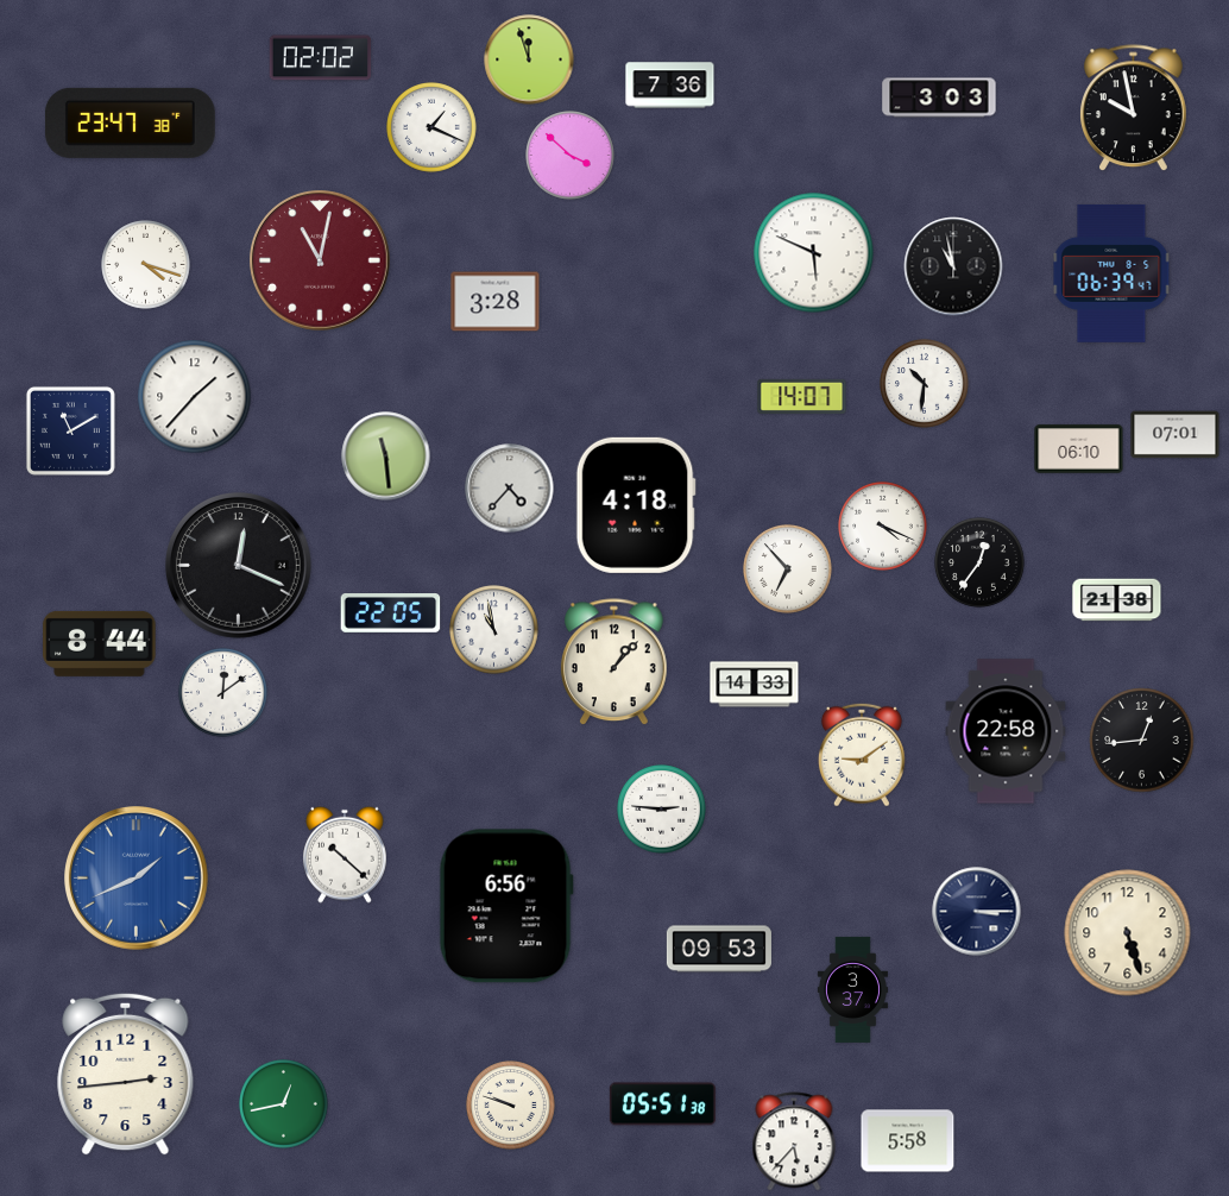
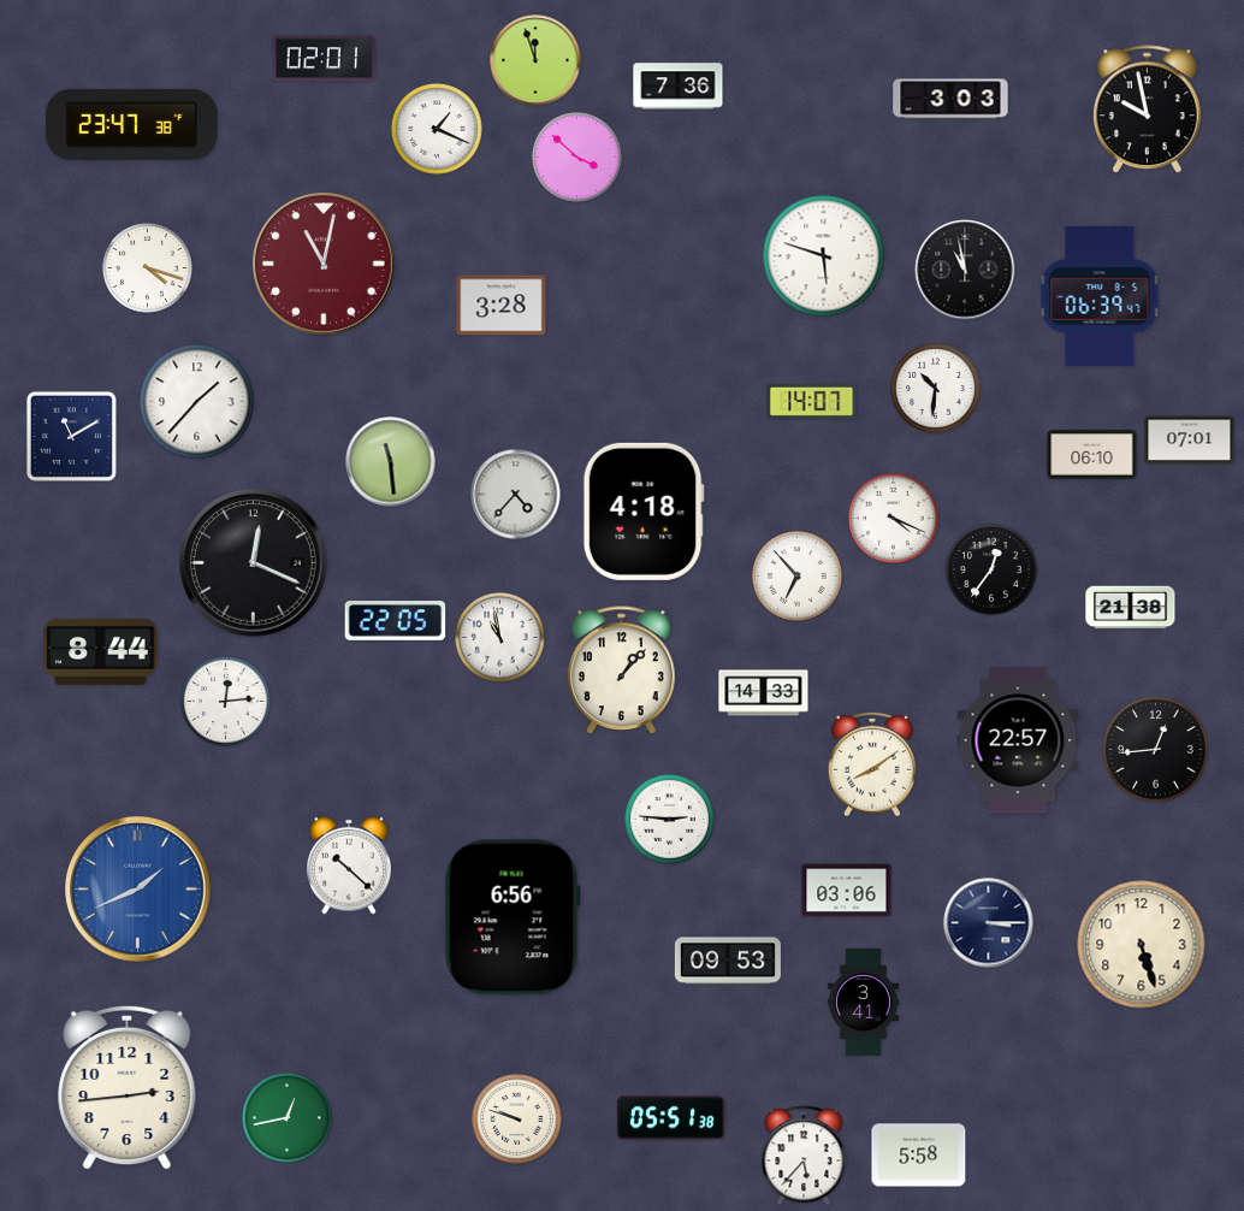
clock at (321, 58): 02:02 -> 02:01
clock at (814, 253): 5:49 -> 5:48
clock at (1111, 273) position: (1111, 273) -> (1100, 296)
clock at (883, 527) position: (883, 527) -> (894, 519)
clock at (239, 566) position: (239, 566) -> (254, 563)
clock at (223, 693): 12:09 -> 12:14
clock at (1006, 731): 22:58 -> 22:57
clock at (862, 755): 9:09 -> 8:09
clock at (847, 891): none -> 03:06
clock at (852, 989): 3:37 -> 3:41
